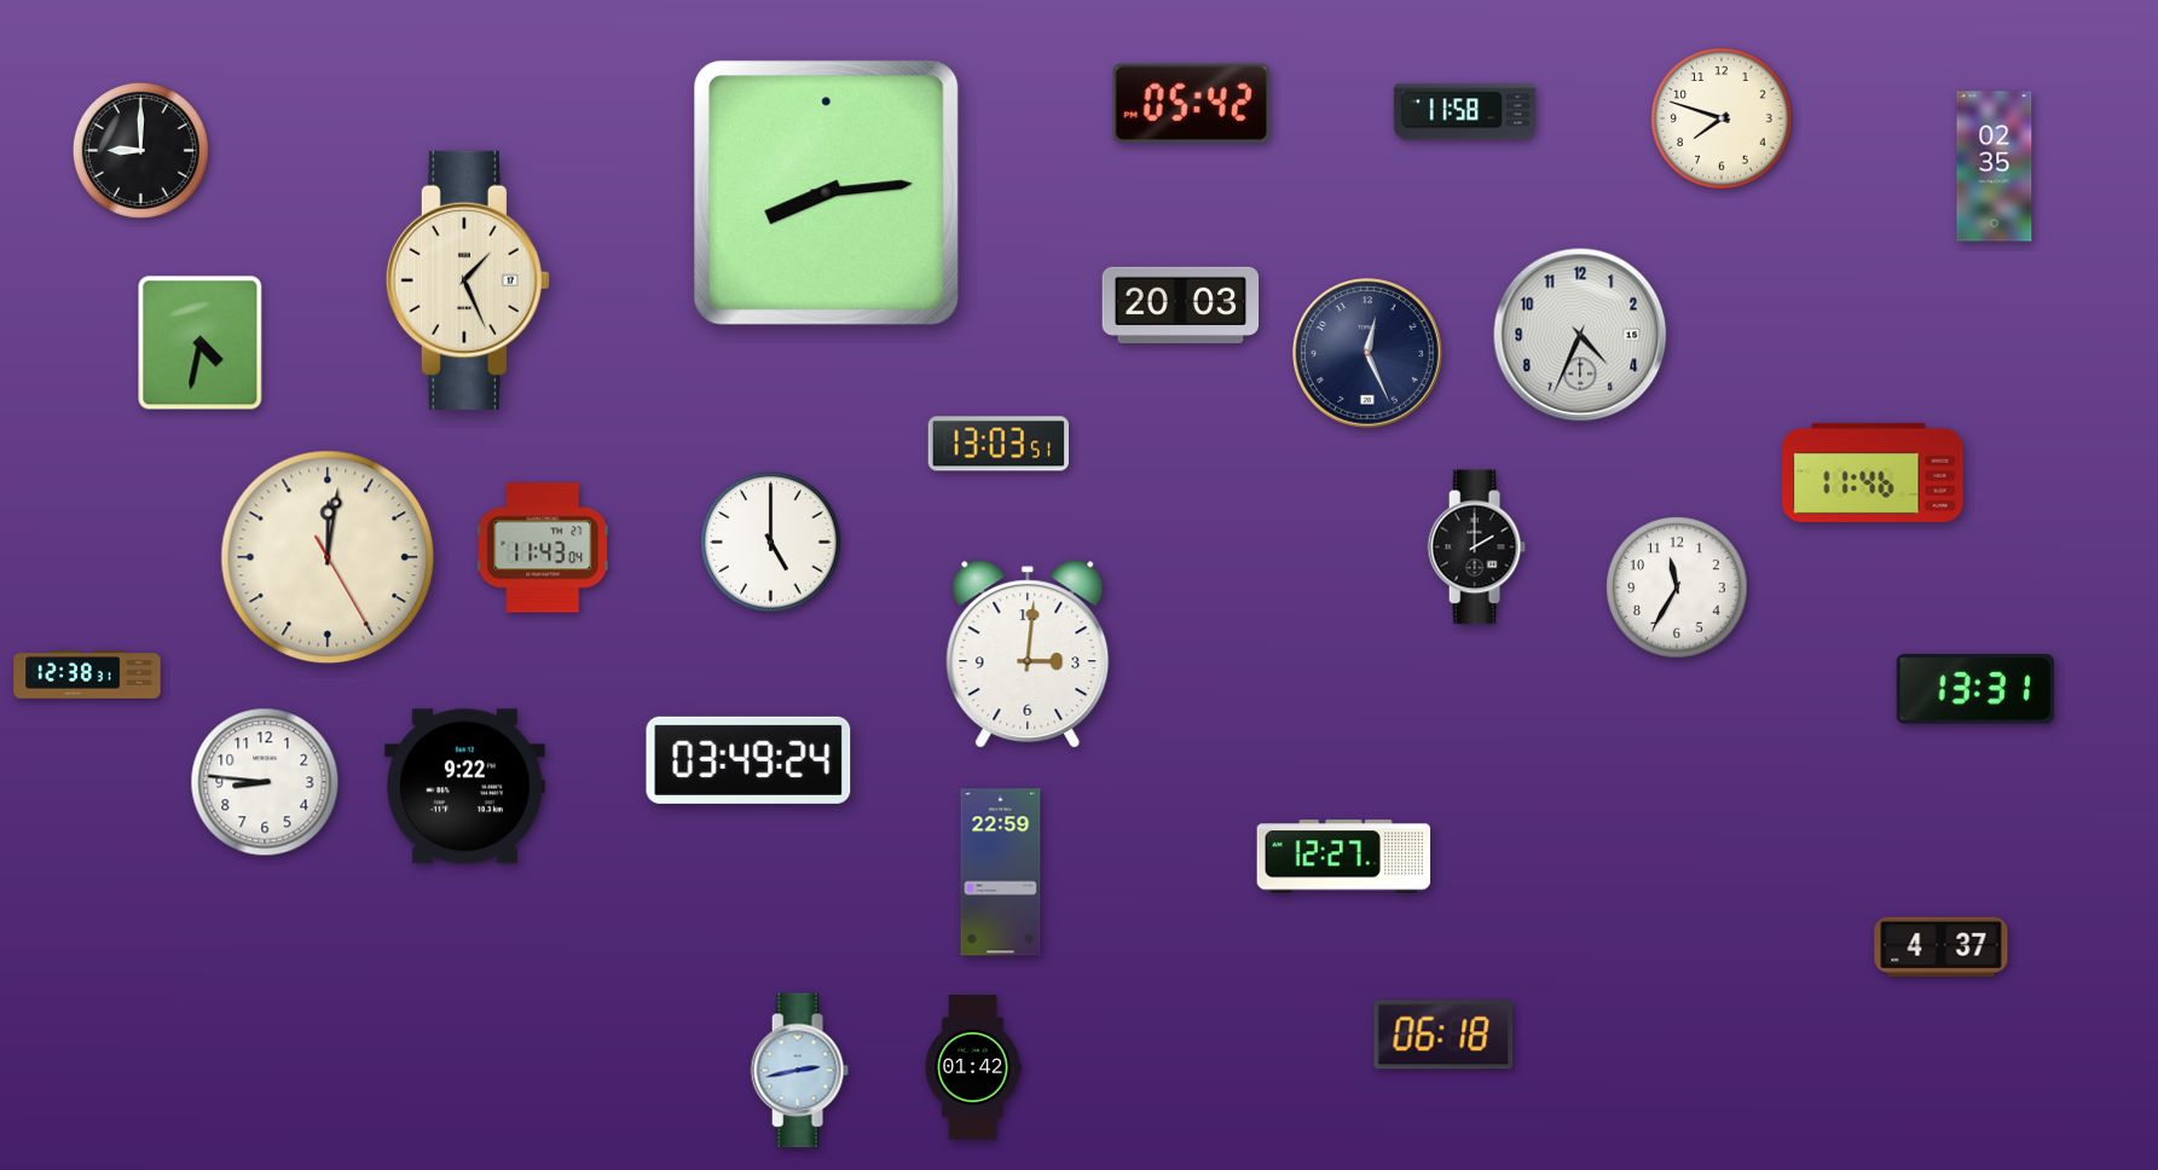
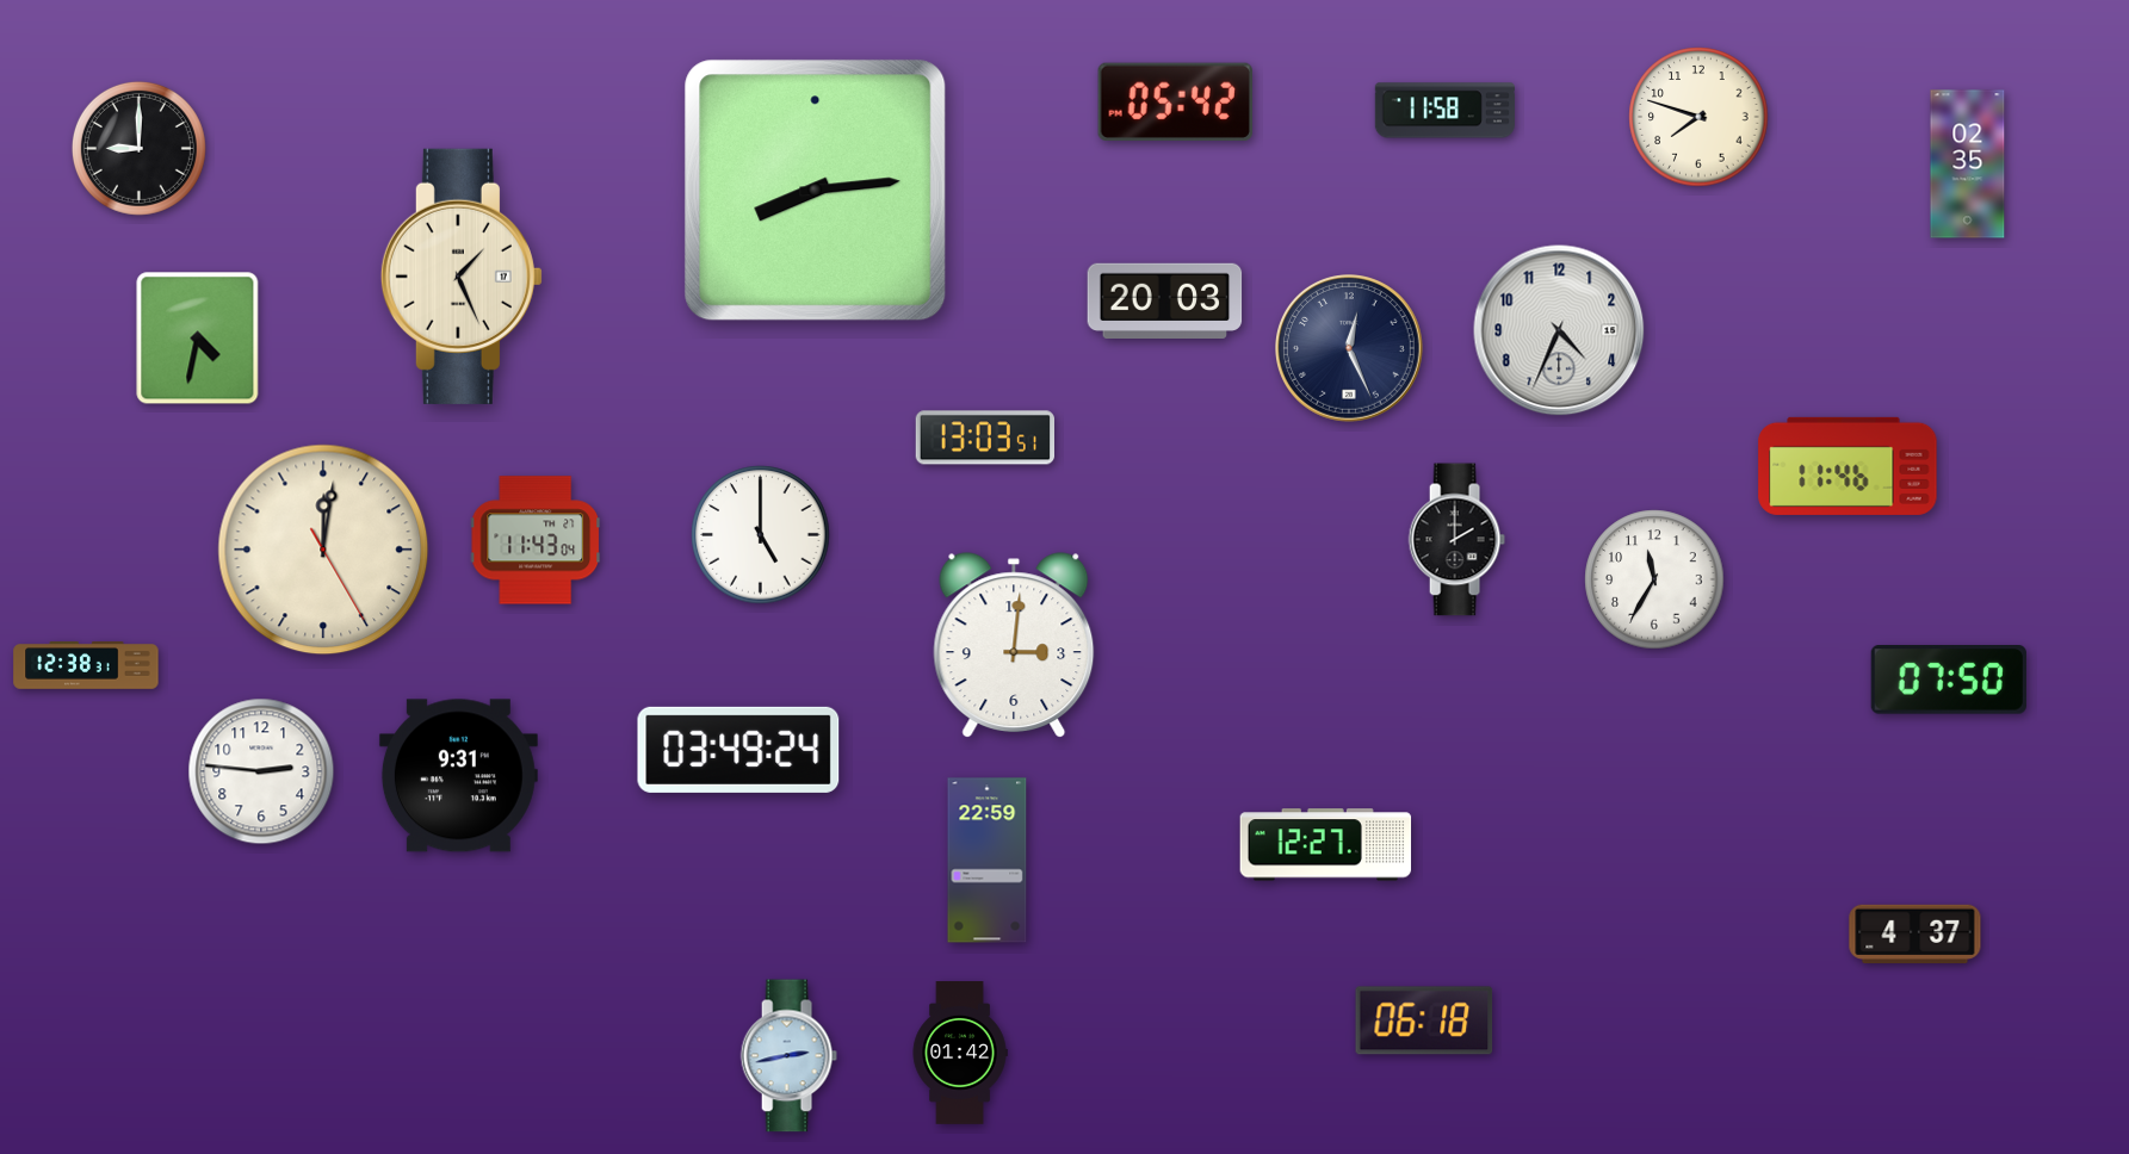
clock at (1975, 690): 13:31 -> 07:50
clock at (265, 782): 8:46 -> 2:46
clock at (464, 787): 9:22 -> 9:31
